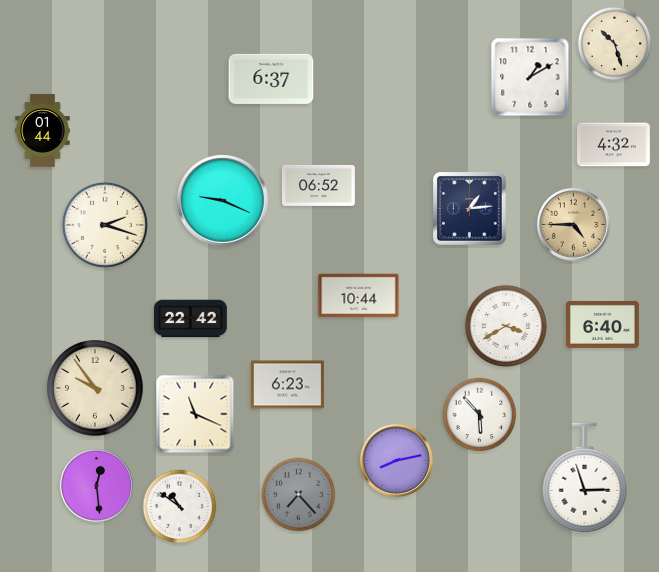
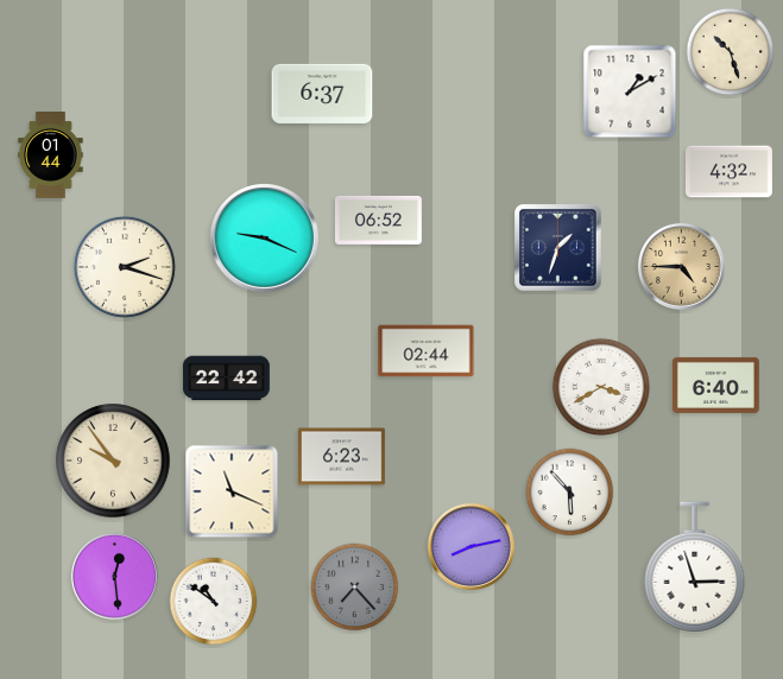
clock at (470, 209): 1:14 -> 1:33
clock at (359, 296): 10:44 -> 02:44
